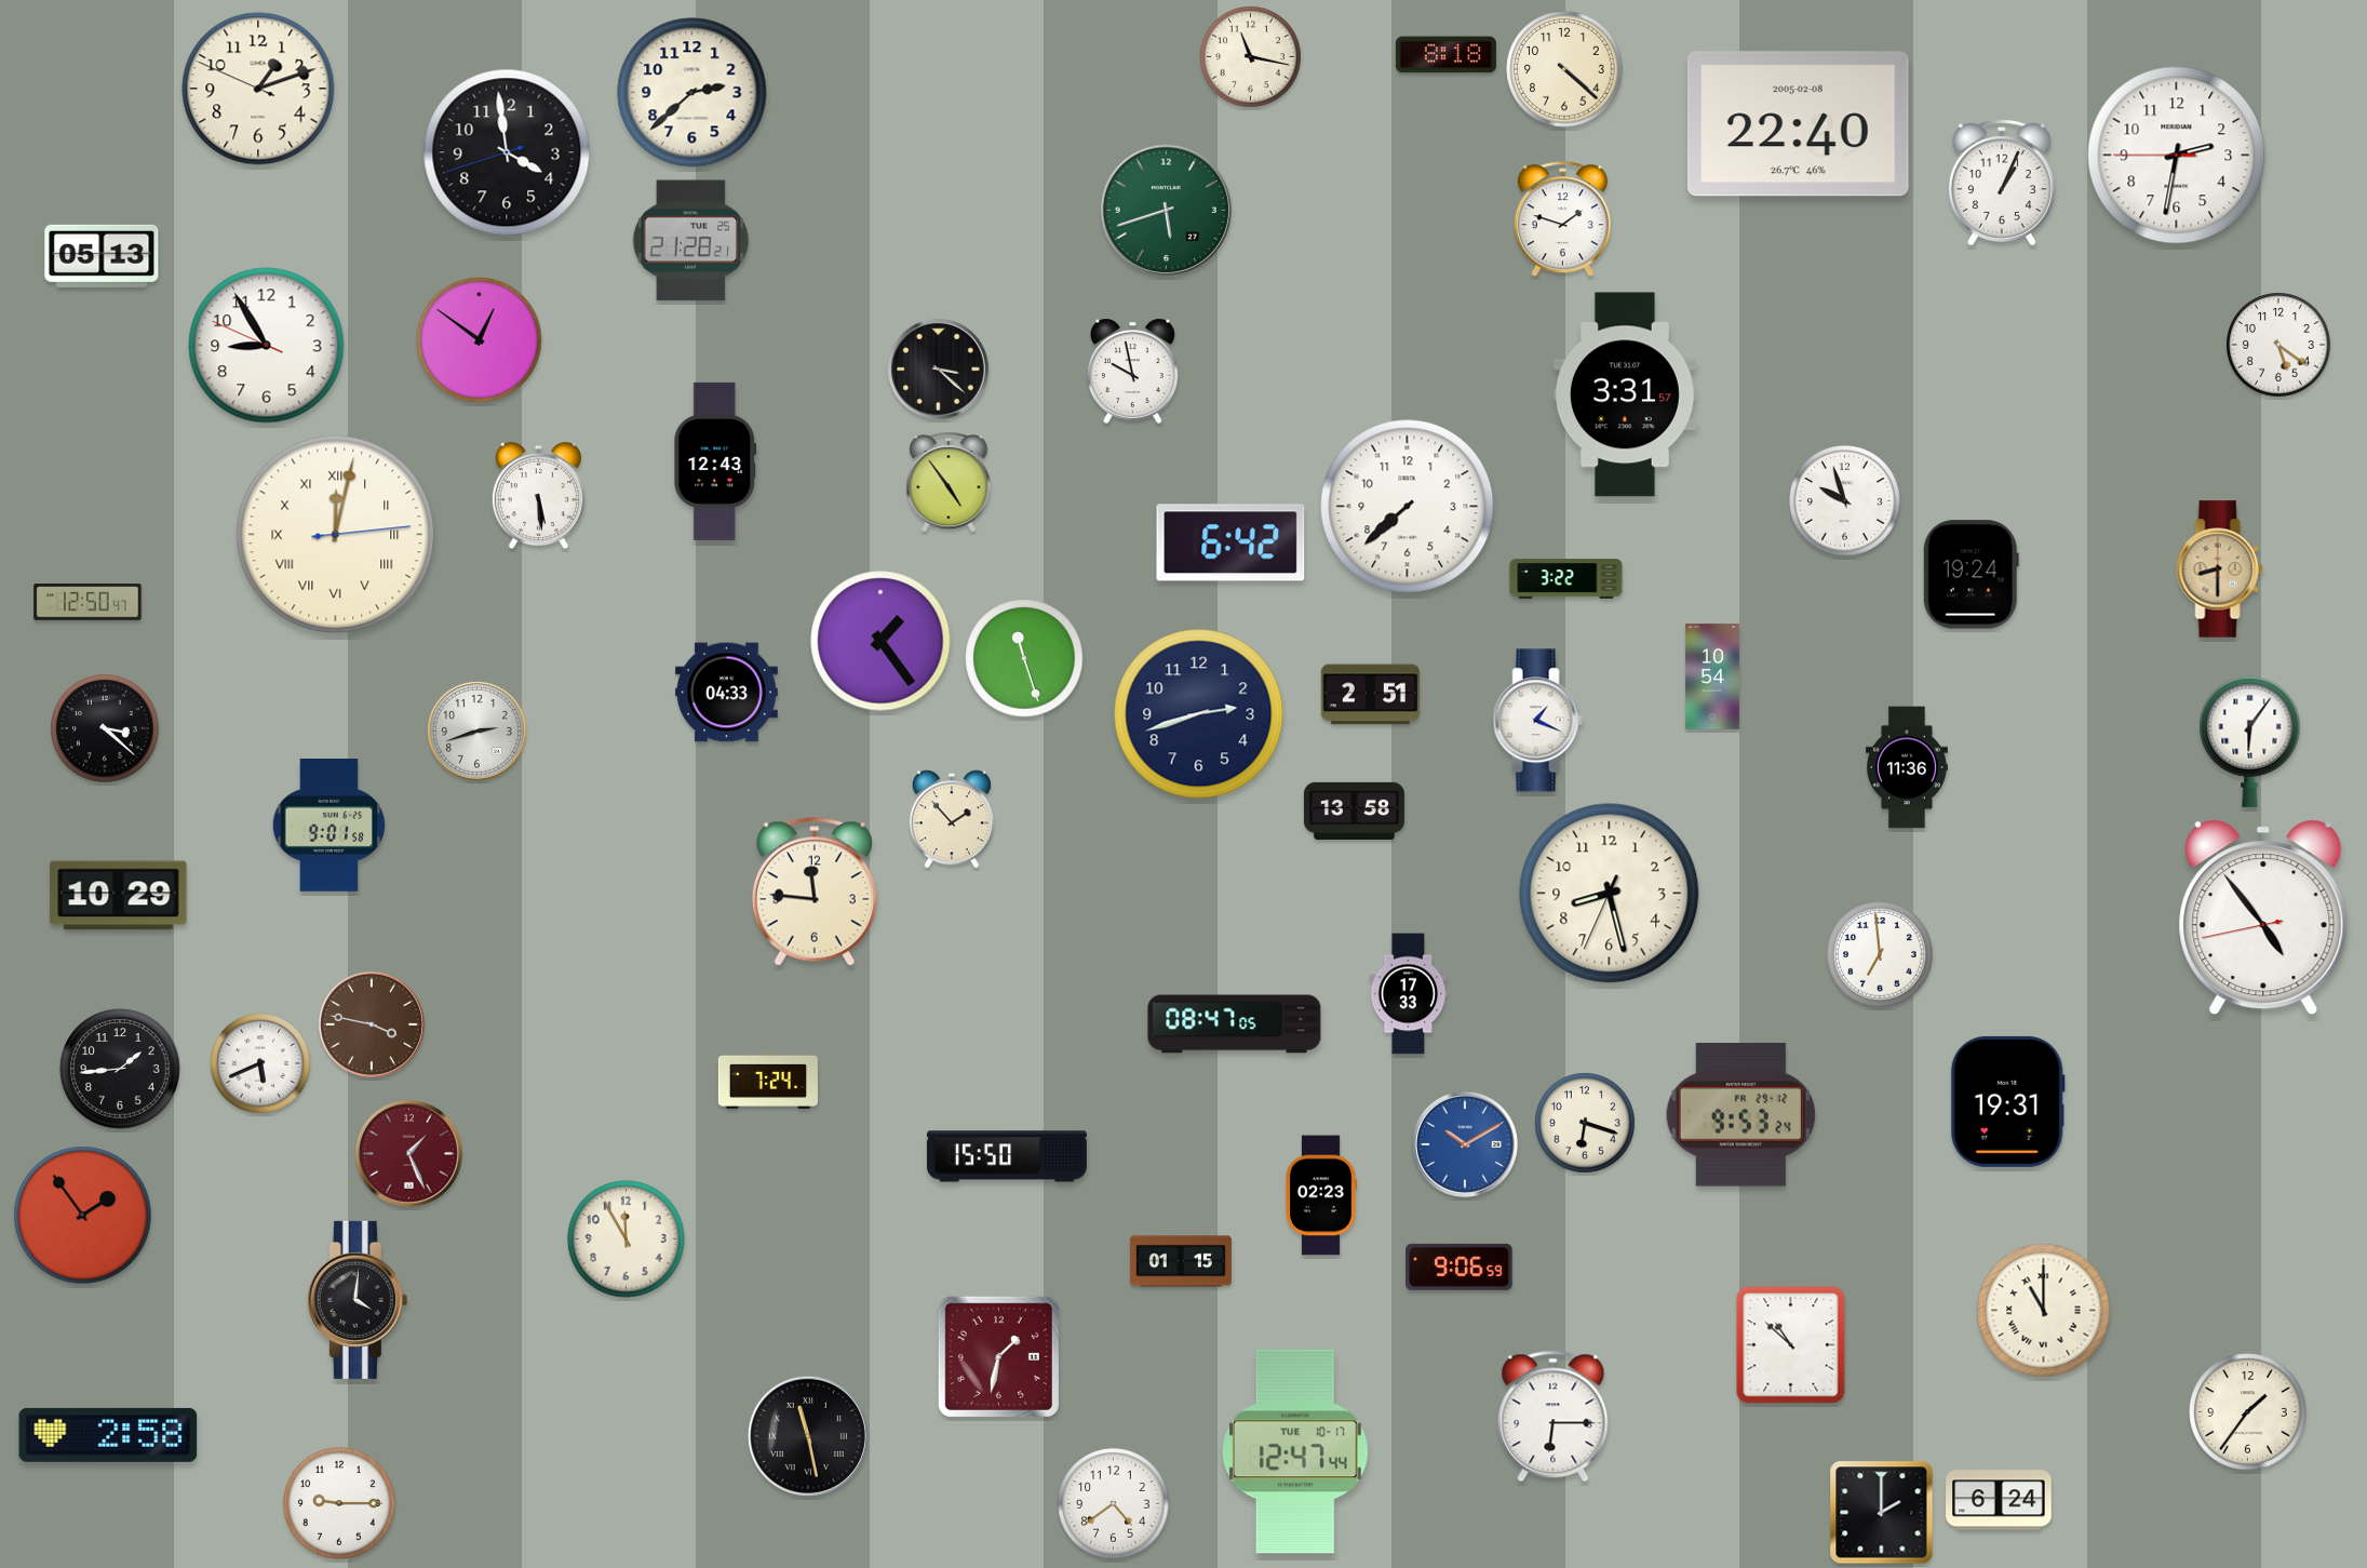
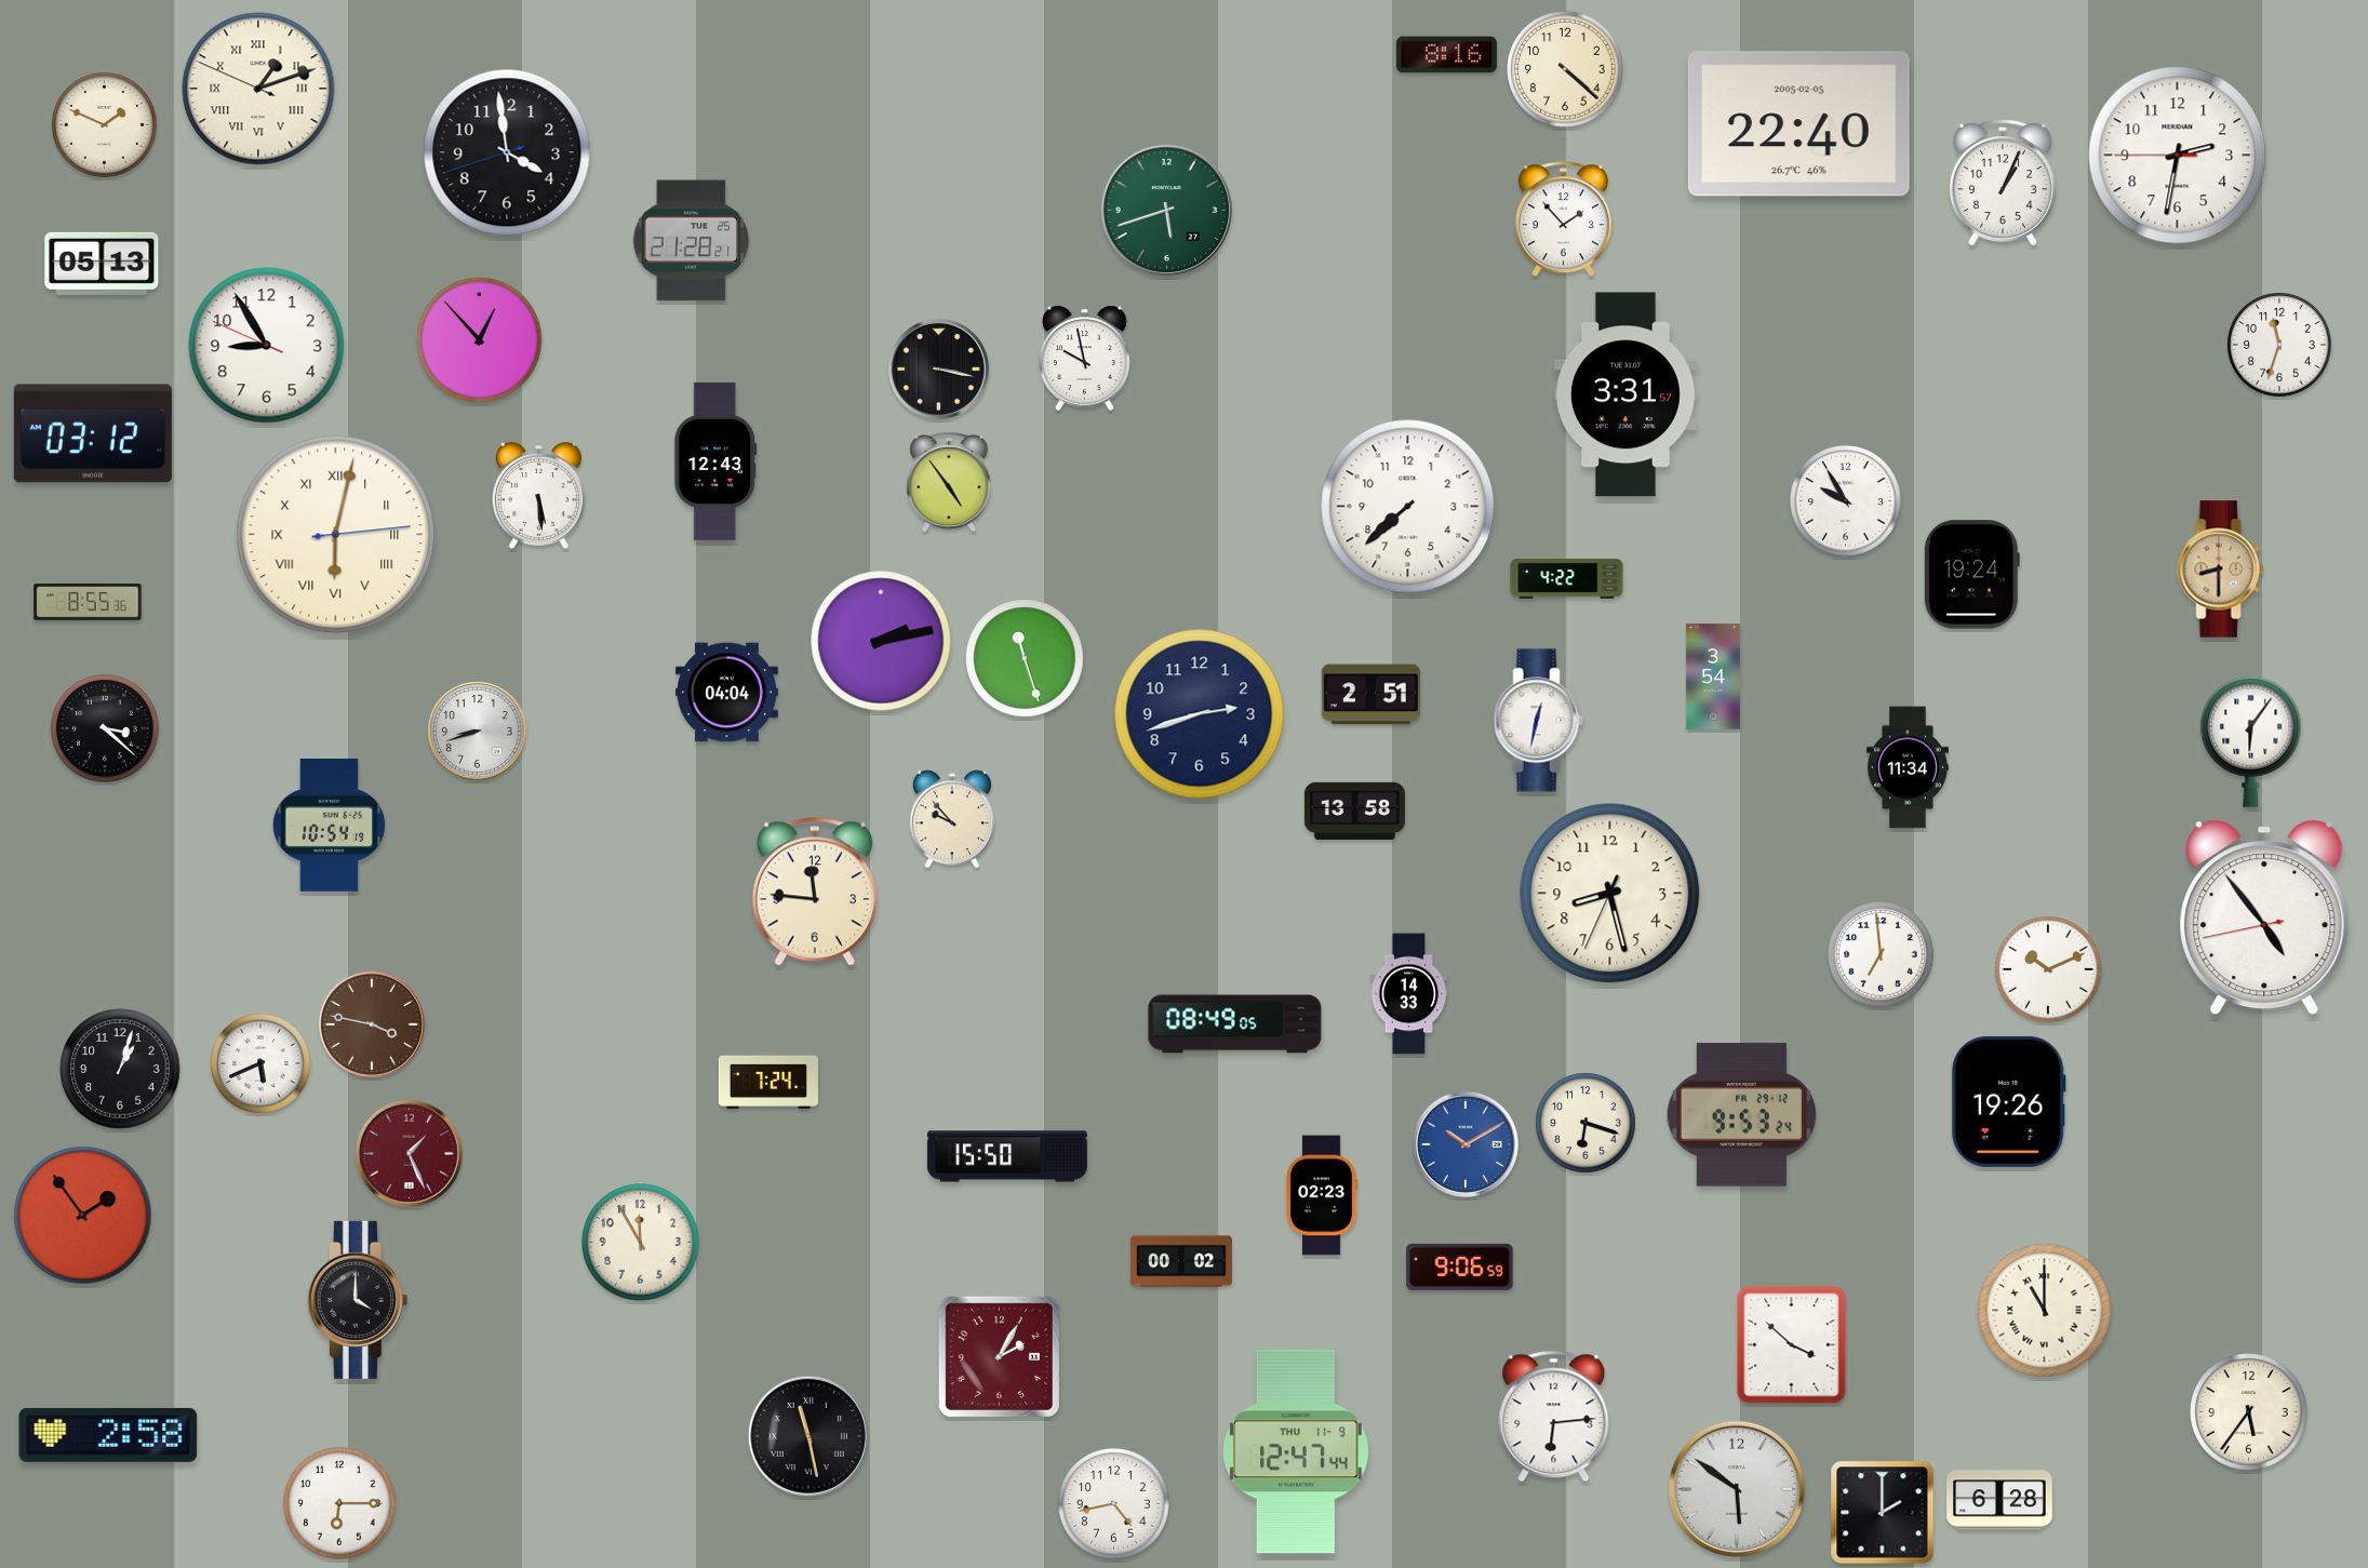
clock at (1445, 55): 8:18 -> 8:16
clock at (1251, 57): 11:17 -> none
clock at (258, 89) numerals: Arabic -> Roman
clock at (692, 93): 2:38 -> none
clock at (1798, 124) date: 2005-02-08 -> 2005-02-05
clock at (105, 125): none -> 1:49
clock at (1562, 219): 1:48 -> 1:53
clock at (102, 256) position: (102, 256) -> (102, 264)
clock at (480, 340): 12:51 -> 12:53
clock at (2278, 345): 5:21 -> 11:33
clock at (938, 368): 3:22 -> 3:17
clock at (1133, 371) position: (1133, 371) -> (1085, 358)
clock at (93, 433): none -> 03:12
clock at (1845, 501): 9:57 -> 9:55
clock at (336, 535): 12:02 -> 6:02
clock at (1230, 542): 6:42 -> none
clock at (1566, 579): 3:22 -> 4:22
clock at (88, 602): 12:50 -> 8:55
clock at (880, 641): 1:24 -> 2:13
clock at (1712, 676): 10:54 -> 3:54
clock at (726, 693): 04:33 -> 04:04
clock at (1538, 721): 1:19 -> 12:32
clock at (476, 731): 2:42 -> 8:42
clock at (1908, 767): 11:36 -> 11:34
clock at (952, 819): 1:53 -> 9:53
clock at (328, 826): 9:01 -> 10:54
clock at (119, 896): 10:29 -> none
clock at (2048, 969): none -> 10:11
clock at (1409, 994): 17:33 -> 14:33
clock at (1235, 1024): 08:47 -> 08:49
clock at (120, 1069): 1:44 -> 1:03
clock at (2007, 1101): 19:31 -> 19:26
clock at (627, 1239) position: (627, 1239) -> (641, 1243)
clock at (1181, 1261): 01:15 -> 00:02
clock at (358, 1300): 4:01 -> 4:00
clock at (1791, 1345): 10:52 -> 3:52
clock at (998, 1356): 1:32 -> 2:05
clock at (2248, 1412): 1:36 -> 5:36
clock at (1554, 1417): 6:15 -> 6:14
clock at (1295, 1451) date: TUE 10-17 -> THU 11-9
clock at (1737, 1489): none -> 5:51
clock at (1999, 1500): 6:24 -> 6:28
clock at (339, 1503): 9:15 -> 6:15
clock at (1114, 1504): 4:39 -> 4:43
